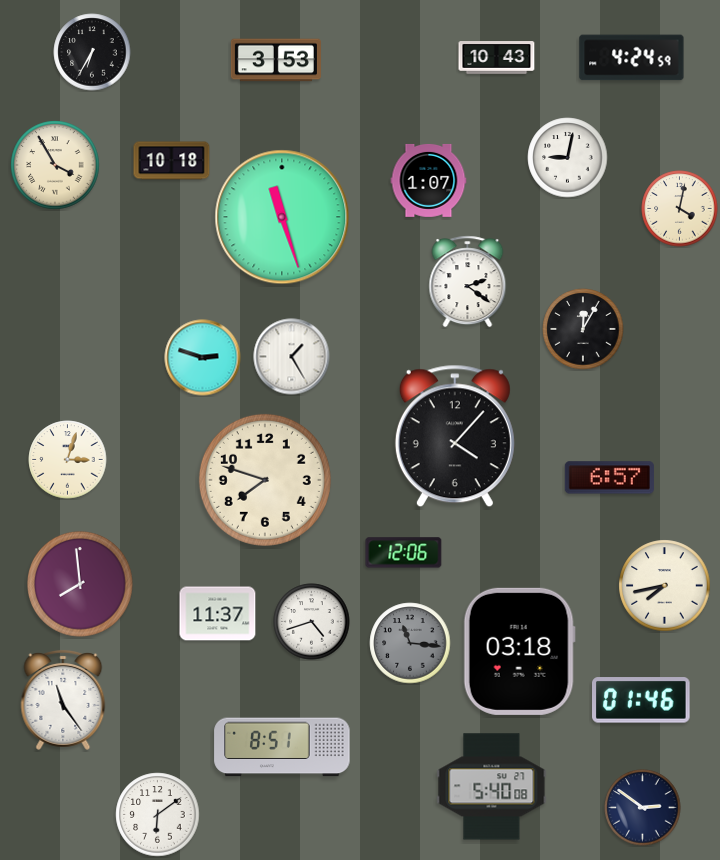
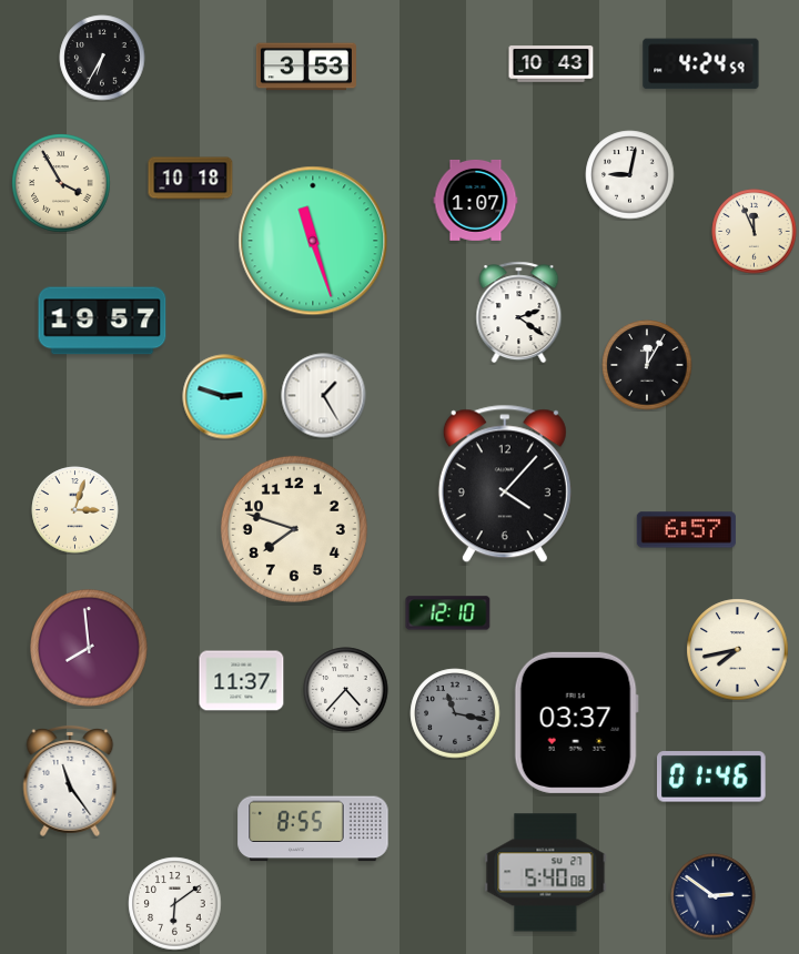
clock at (680, 209): 4:02 -> 11:56
clock at (102, 321): none -> 19:57
clock at (609, 478) position: (609, 478) -> (686, 530)
clock at (265, 480) position: (265, 480) -> (294, 529)
clock at (404, 553): 12:06 -> 12:10
clock at (312, 622): 4:42 -> 4:37
clock at (410, 643): 11:16 -> 11:17
clock at (519, 651): 03:18 -> 03:37
clock at (63, 700) position: (63, 700) -> (70, 781)
clock at (282, 747): 8:51 -> 8:55
